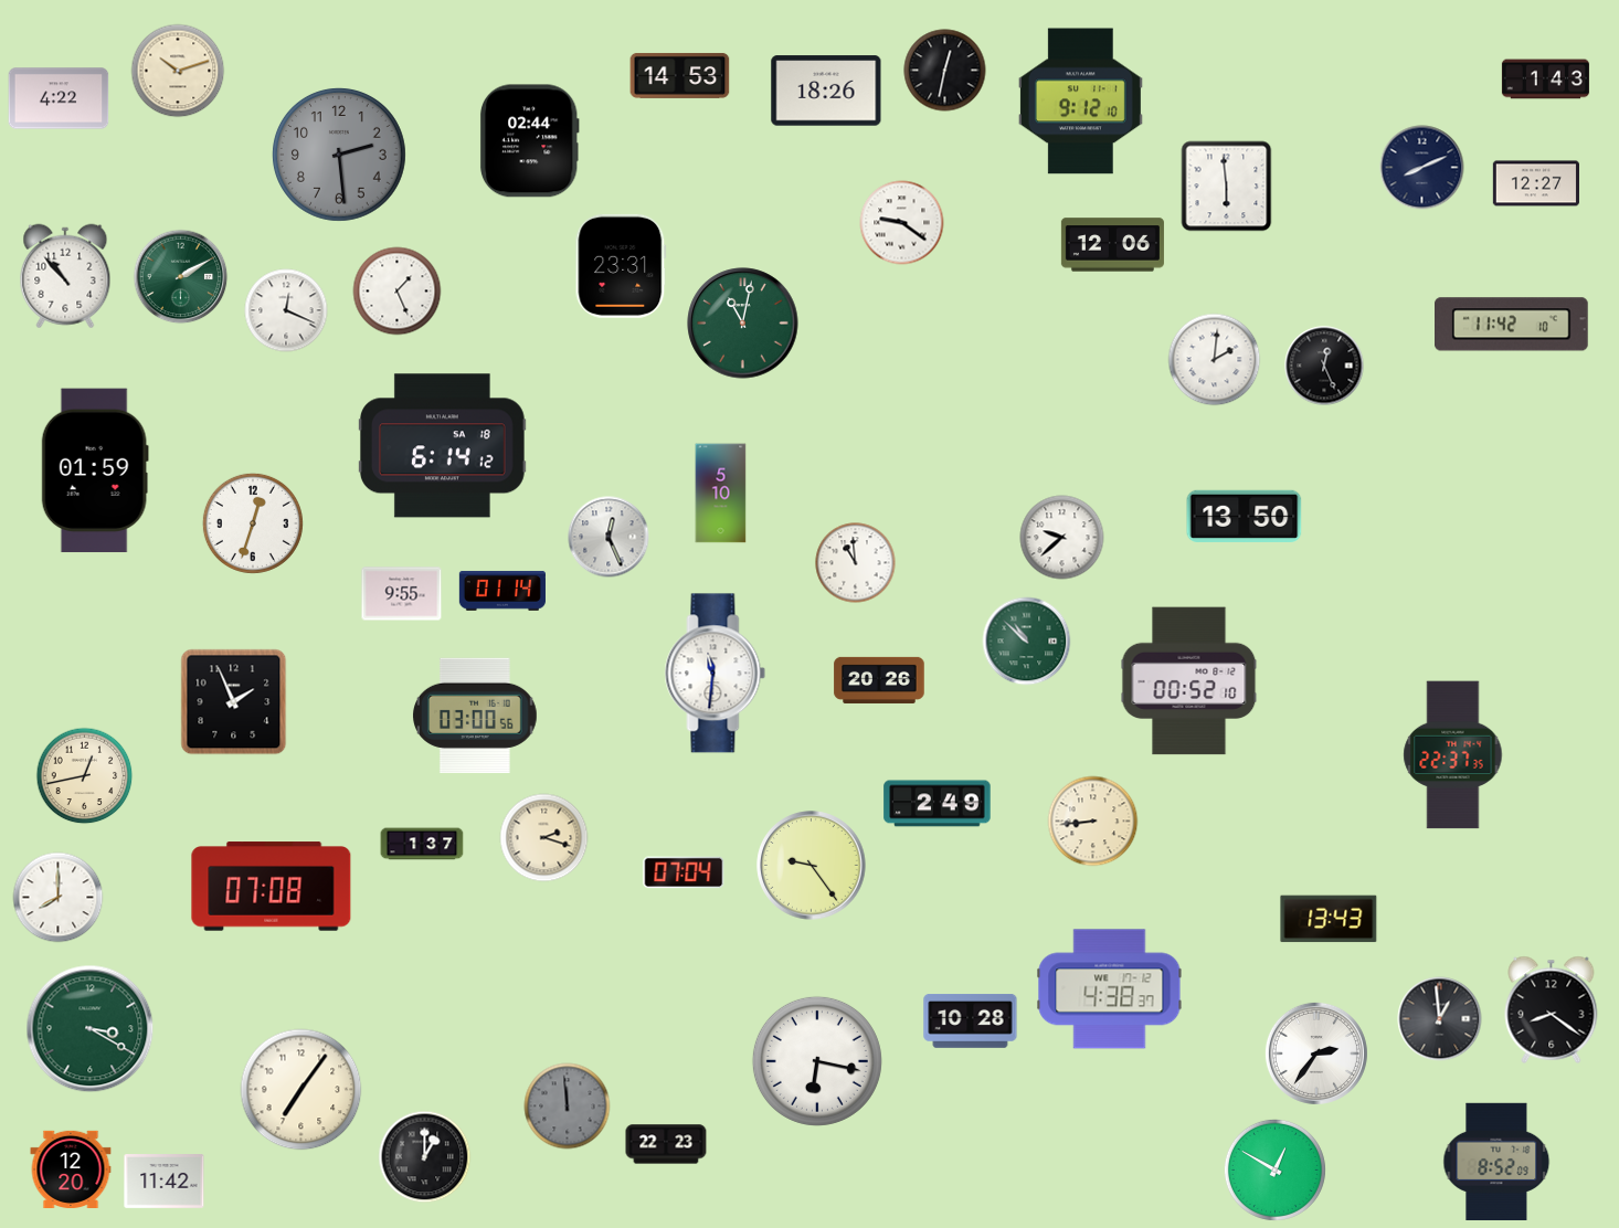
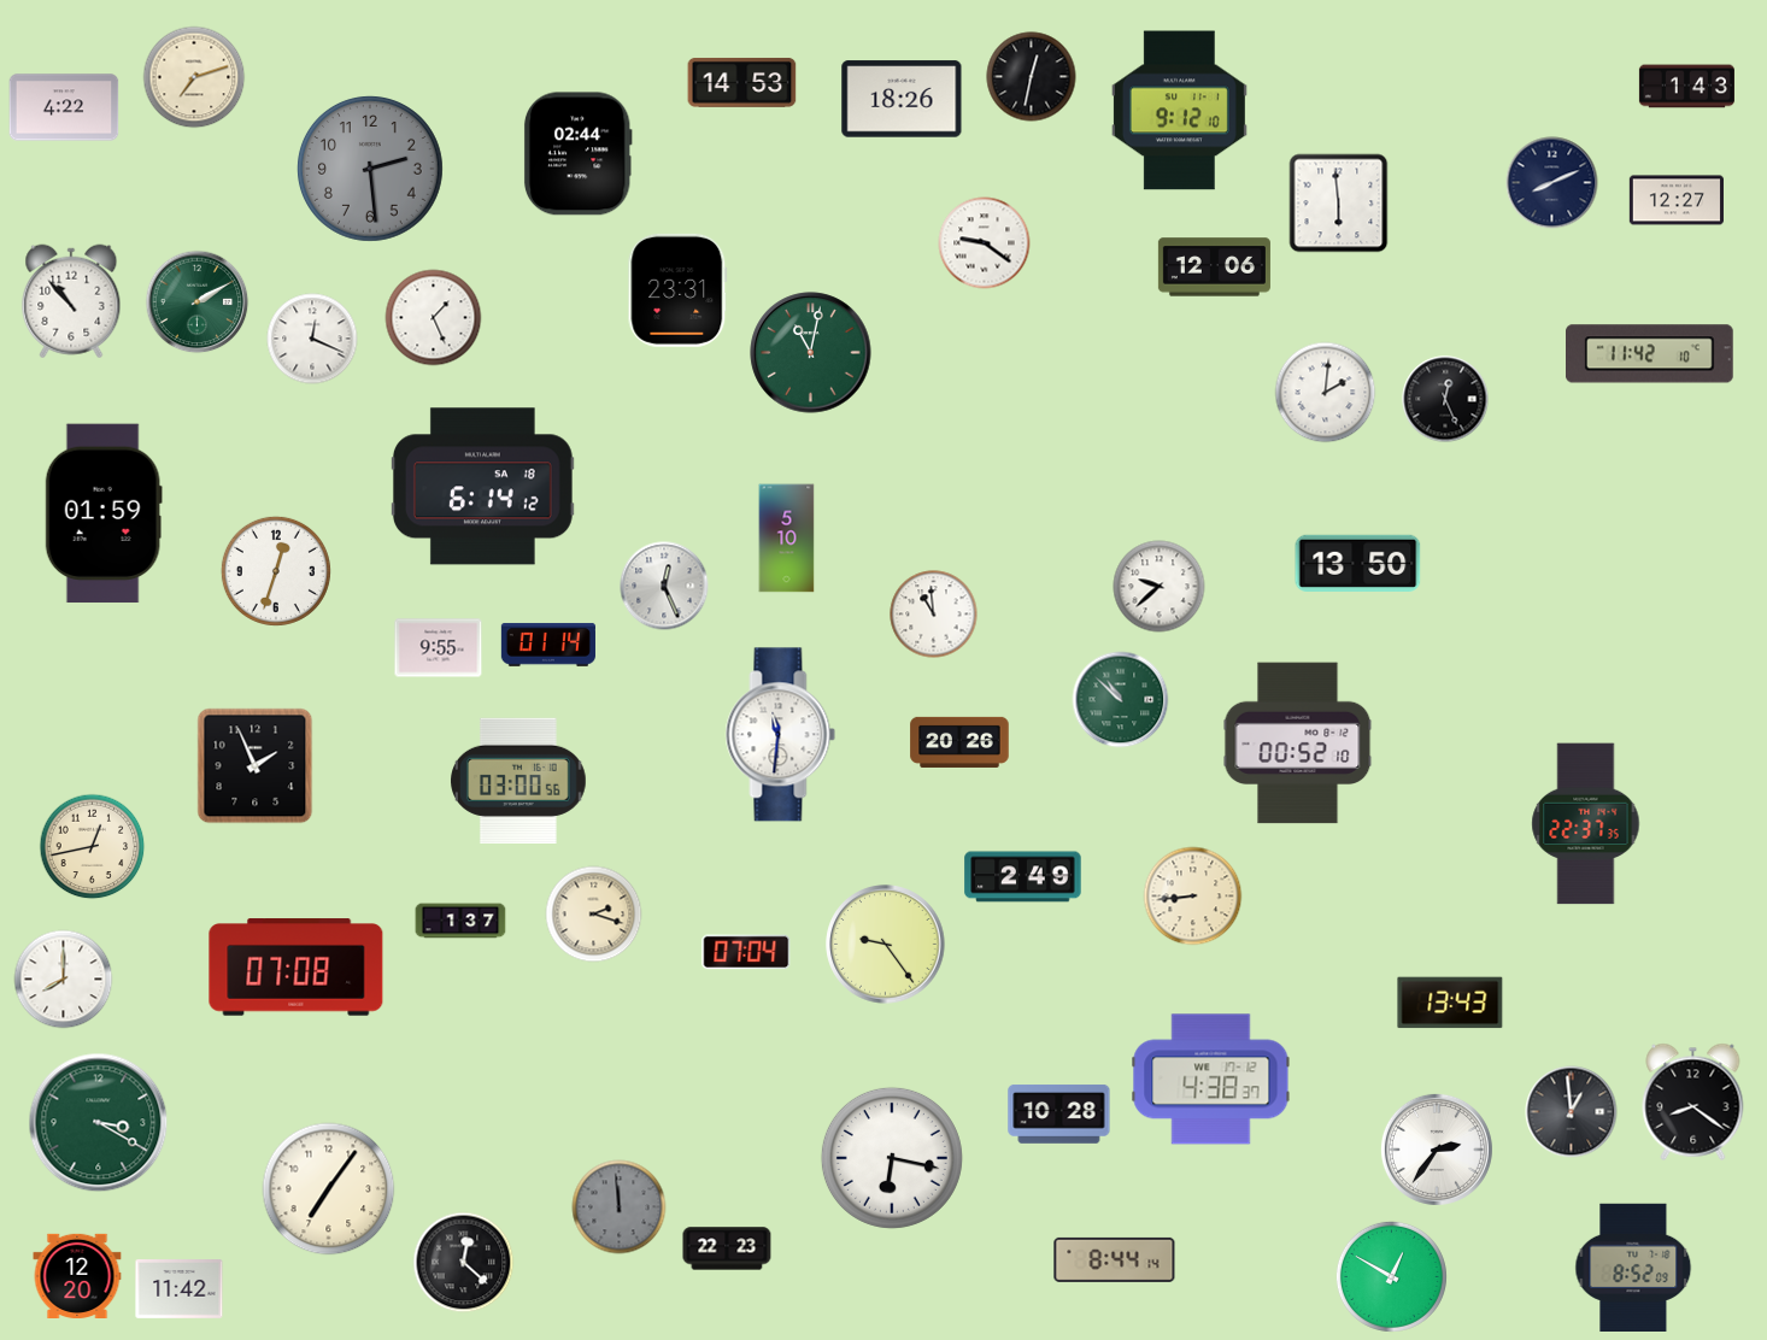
clock at (178, 71): 10:12 -> 7:12
clock at (1115, 1259): none -> 8:44
clock at (425, 1157): 1:00 -> 12:22
